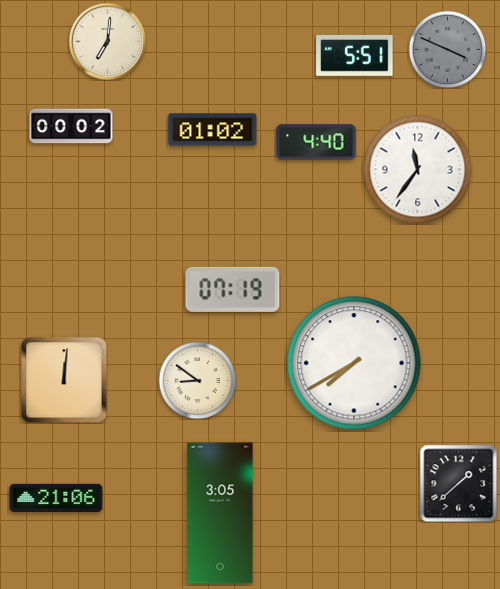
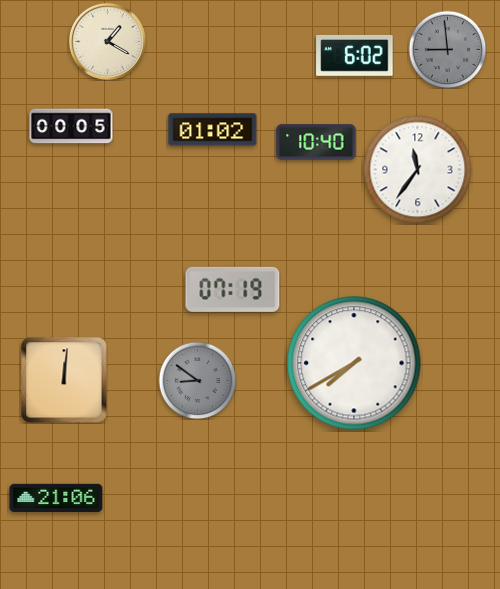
clock at (107, 41): 7:01 -> 1:20
clock at (447, 49): 3:49 -> 8:59
clock at (355, 55): 5:51 -> 6:02
clock at (71, 126): 00:02 -> 00:05
clock at (316, 142): 4:40 -> 10:40
clock at (197, 380) dial: cream -> grey
clock at (458, 483): 1:38 -> none
clock at (220, 513): 3:05 -> none
